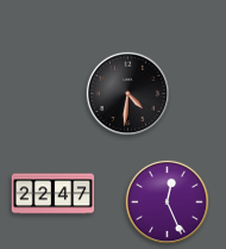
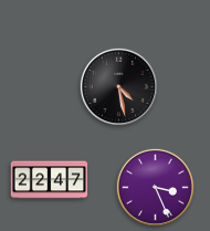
clock at (127, 93): 4:31 -> 4:28
clock at (167, 201): 12:26 -> 3:26
